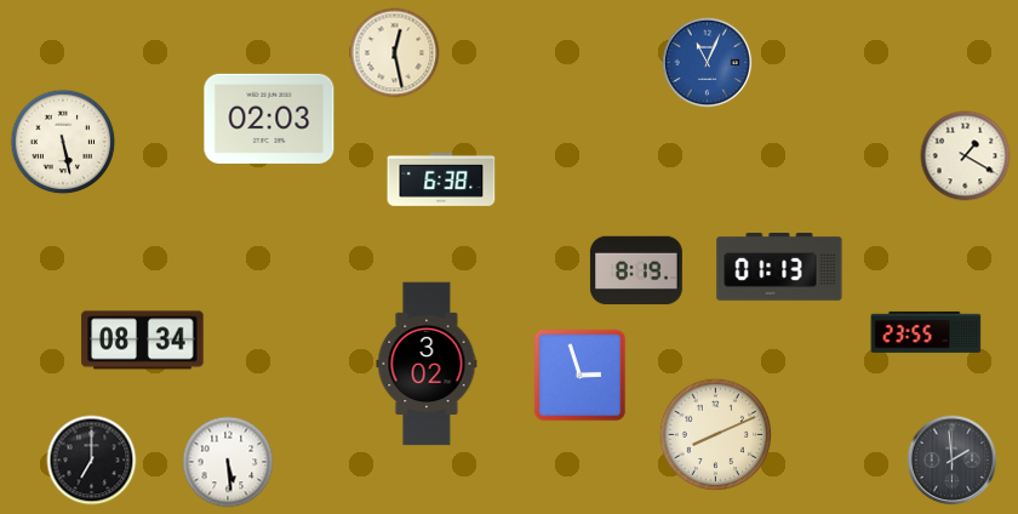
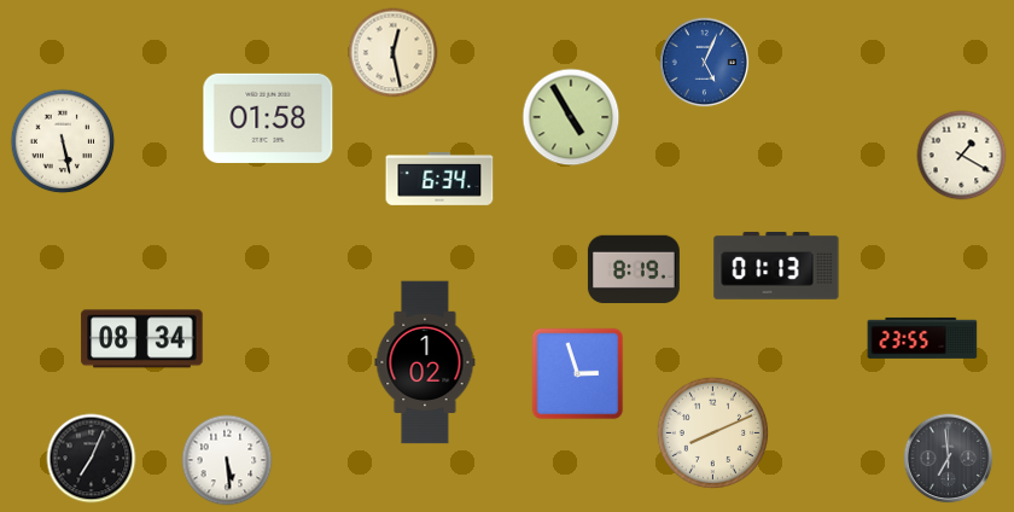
clock at (708, 63): 11:04 -> 5:04
clock at (571, 117): none -> 4:55
clock at (269, 119): 02:03 -> 01:58
clock at (441, 179): 6:38 -> 6:34
clock at (926, 332) position: (926, 332) -> (922, 338)
clock at (427, 364): 3:02 -> 1:02
clock at (92, 461): 7:00 -> 7:04
clock at (953, 461): 1:59 -> 6:59
